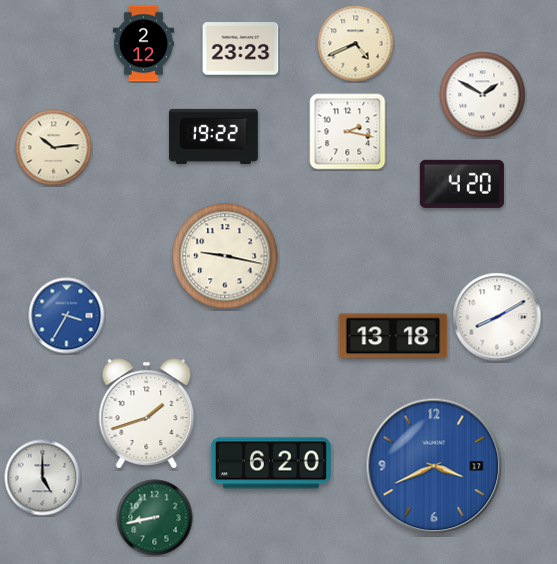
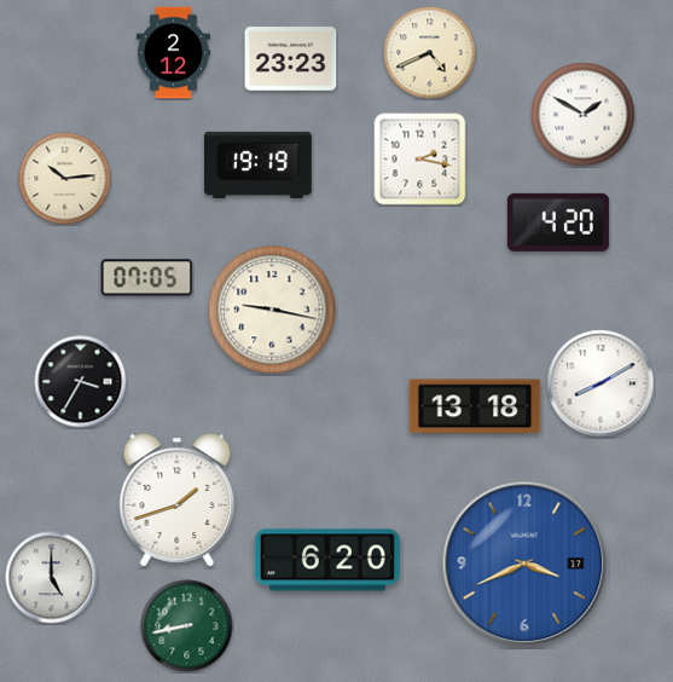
clock at (213, 136): 19:22 -> 19:19
clock at (147, 278): none -> 07:05
clock at (67, 316) dial: blue -> black
